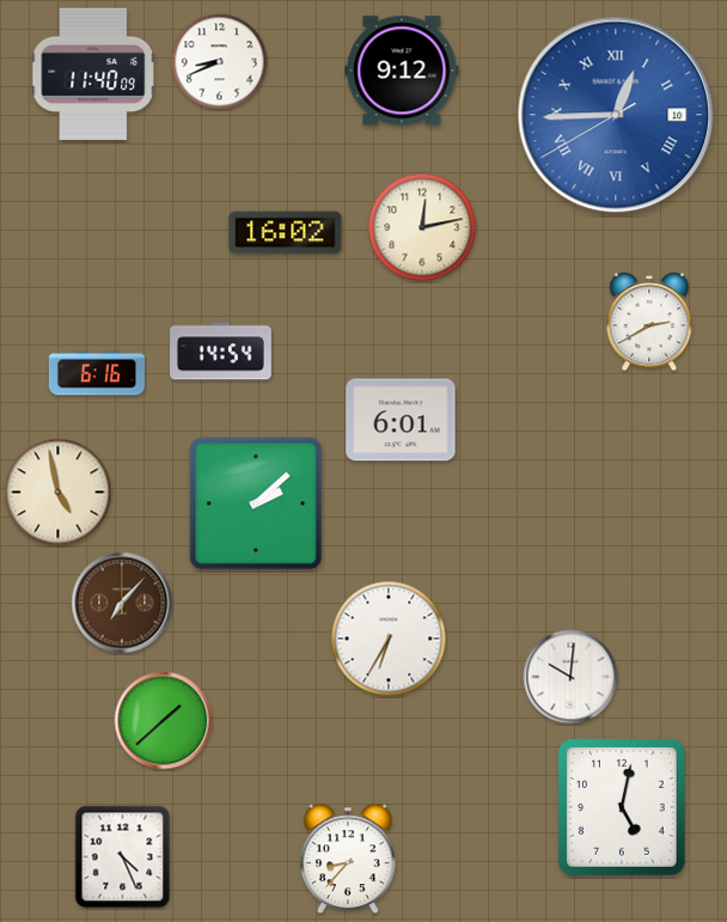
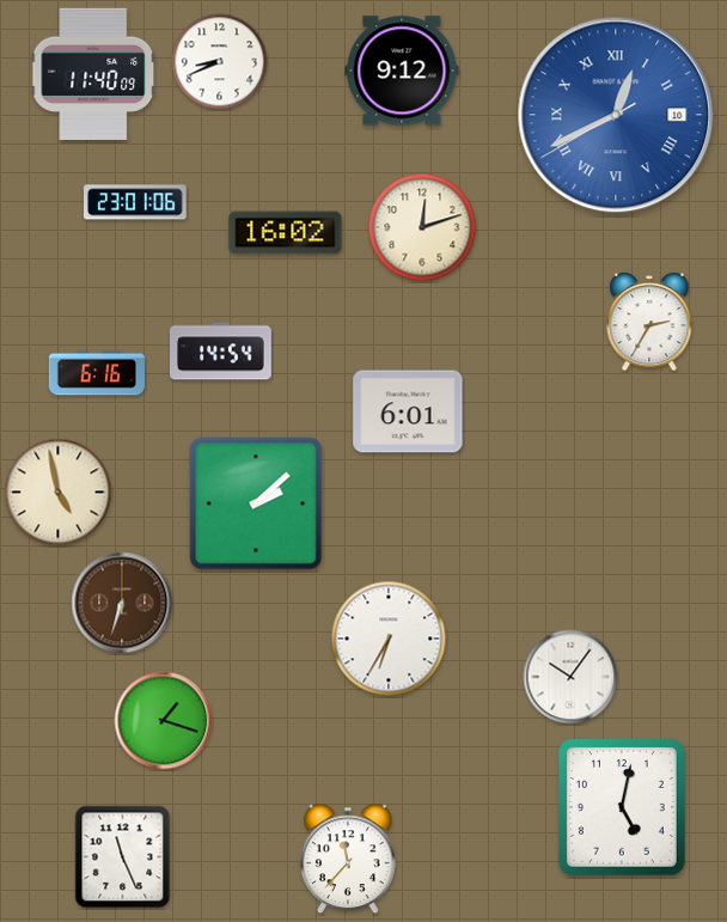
clock at (616, 115): 12:44 -> 12:40
clock at (136, 202): none -> 23:01
clock at (422, 227): 12:13 -> 12:12
clock at (649, 322): 2:40 -> 2:35
clock at (401, 420) position: (401, 420) -> (408, 411)
clock at (122, 603): 7:07 -> 6:33
clock at (570, 677): 10:01 -> 10:06
clock at (164, 721): 1:38 -> 1:18
clock at (123, 857): 4:26 -> 11:26
clock at (349, 859): 8:37 -> 11:37
